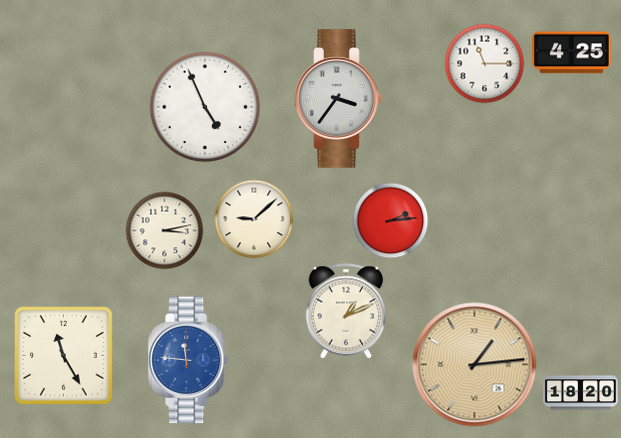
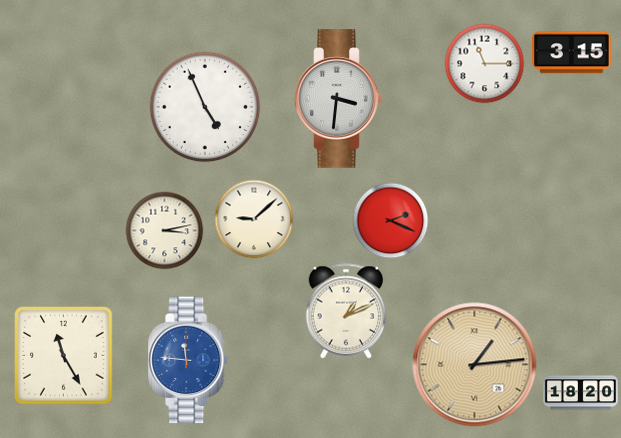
clock at (572, 53): 4:25 -> 3:15
clock at (339, 99): 3:36 -> 3:31
clock at (391, 221): 2:14 -> 2:19
